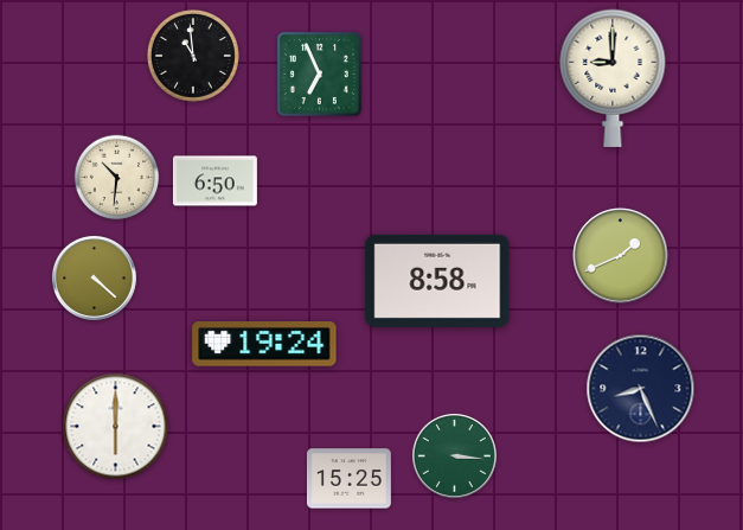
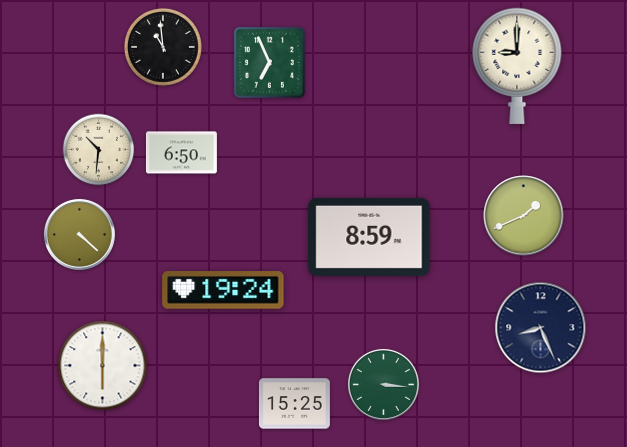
clock at (437, 281): 8:58 -> 8:59
clock at (116, 427) position: (116, 427) -> (103, 366)
